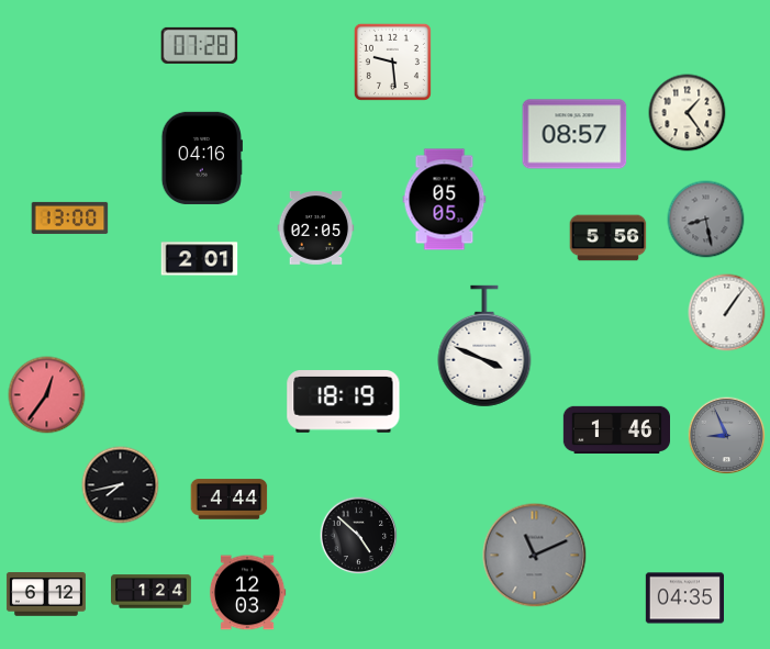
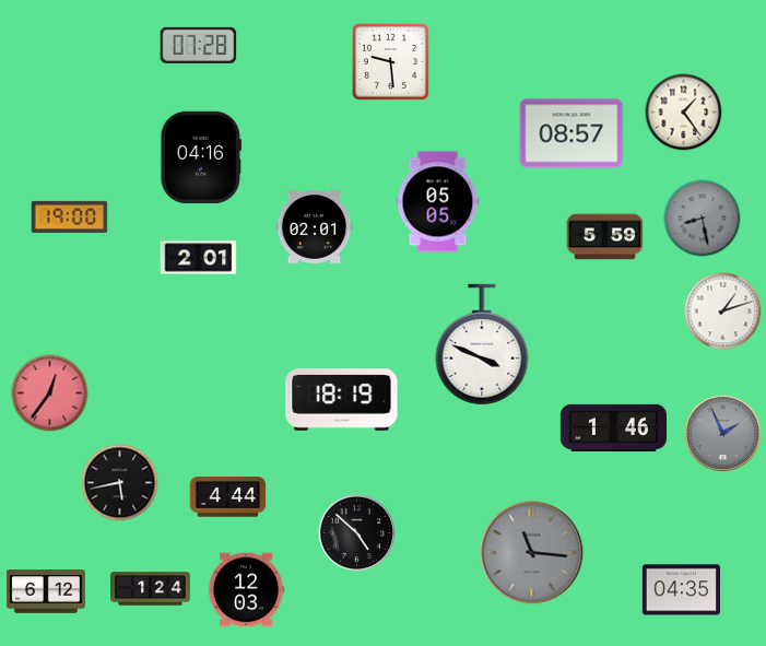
clock at (445, 200) position: (445, 200) -> (438, 202)
clock at (70, 217): 13:00 -> 19:00
clock at (316, 228): 02:05 -> 02:01
clock at (609, 238): 5:56 -> 5:59
clock at (727, 313): 1:06 -> 1:12
clock at (47, 395) position: (47, 395) -> (50, 394)
clock at (727, 436): 8:56 -> 1:56
clock at (121, 485): 7:43 -> 5:43
clock at (535, 556): 11:11 -> 11:16
clock at (684, 598) position: (684, 598) -> (681, 590)
